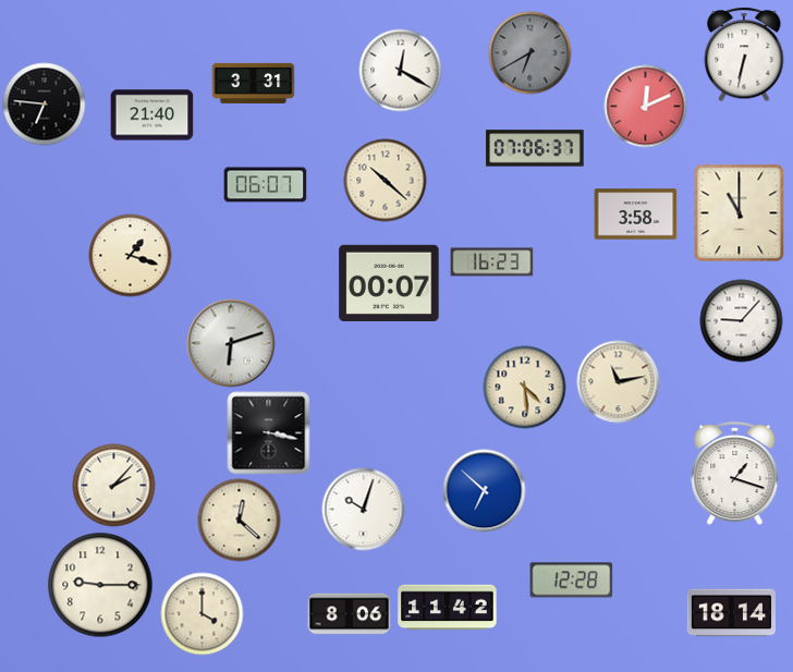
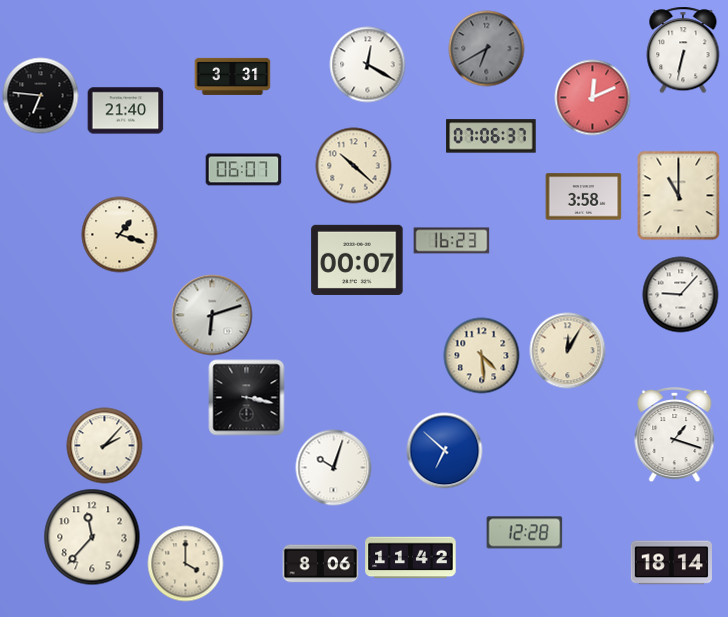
clock at (152, 115) position: (152, 115) -> (126, 111)
clock at (619, 382): 11:13 -> 12:05
clock at (240, 521): 12:22 -> none
clock at (100, 585): 9:15 -> 11:37
